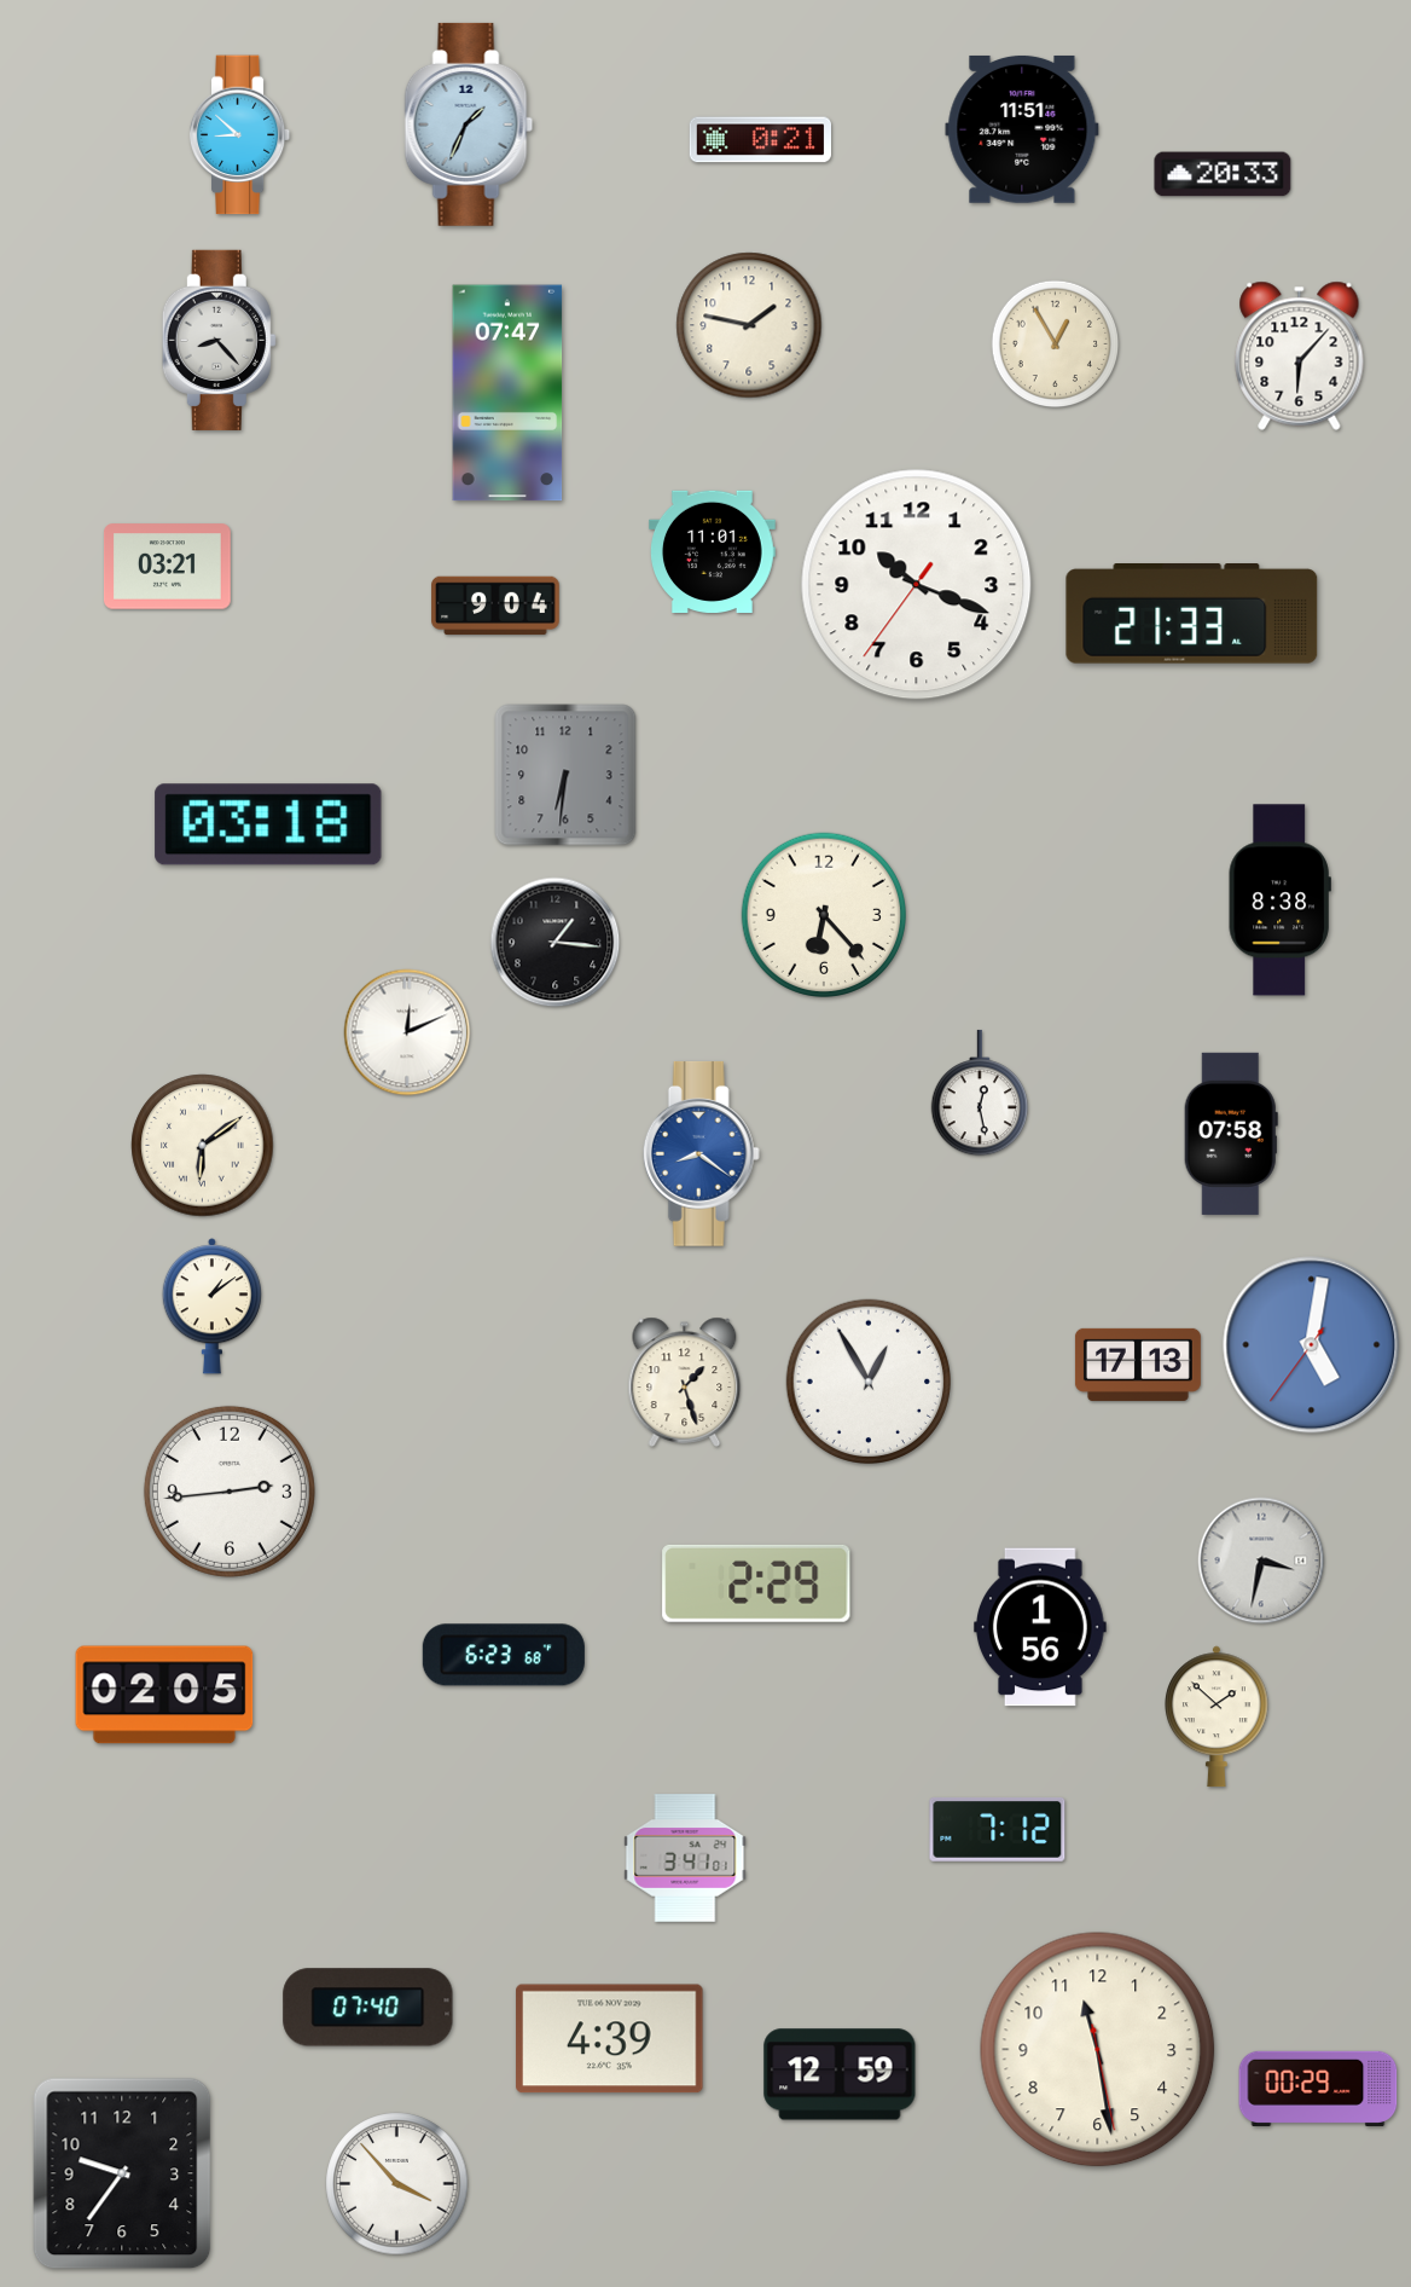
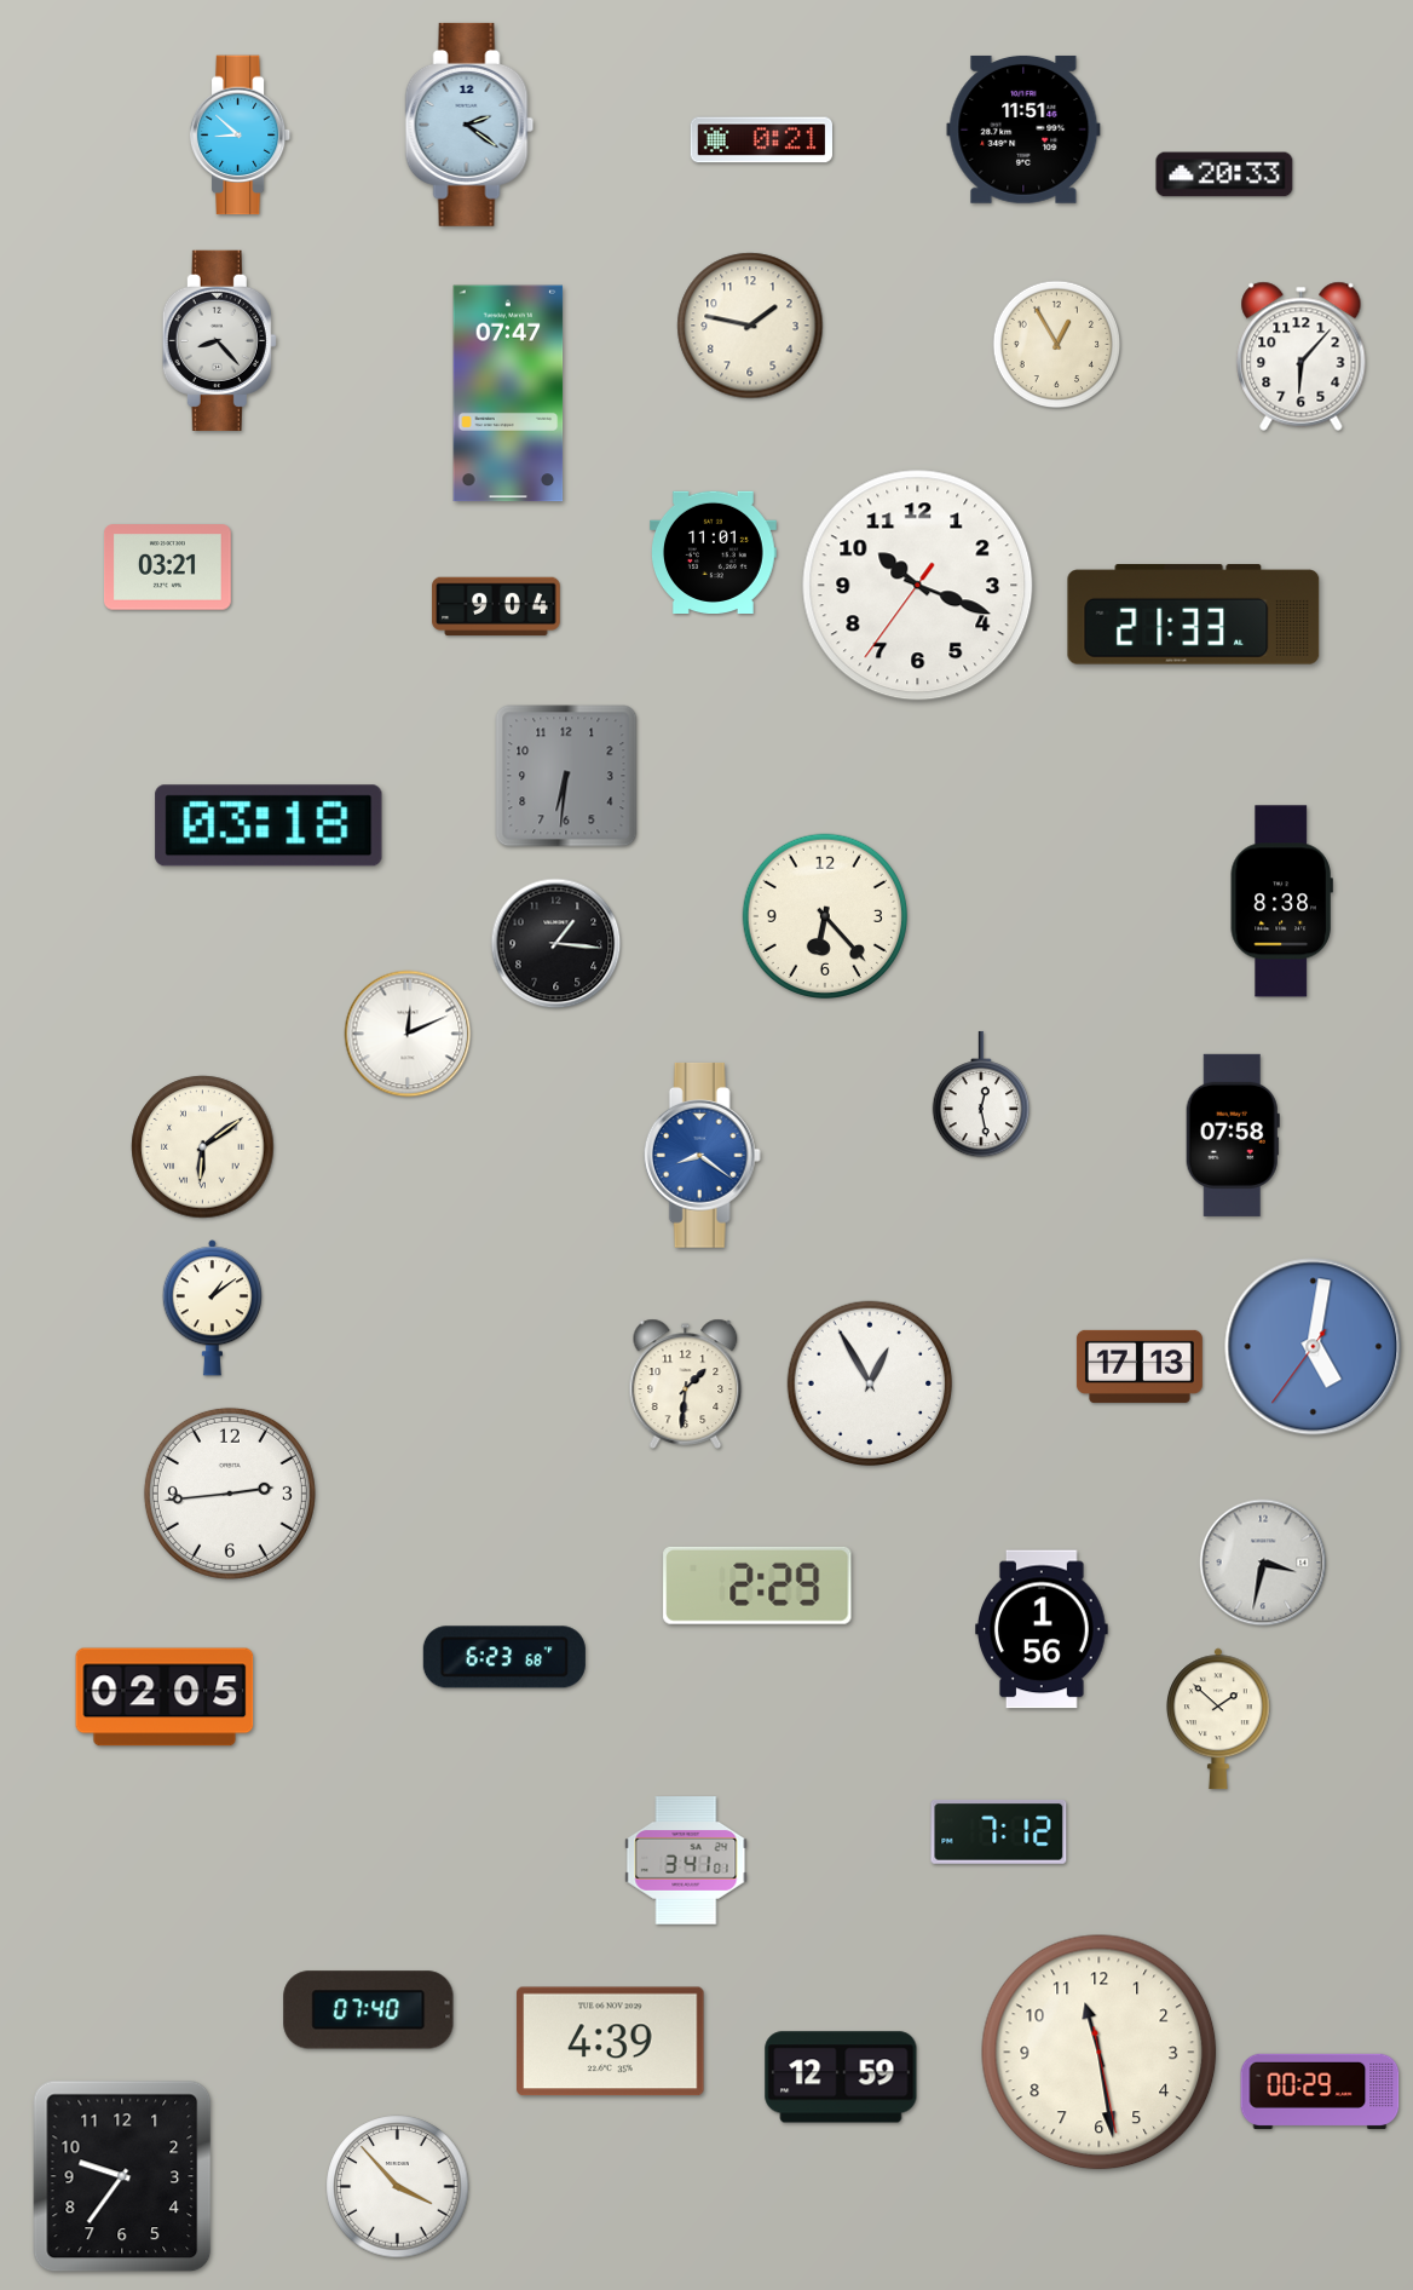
clock at (469, 125): 1:34 -> 2:21
clock at (685, 1382): 1:27 -> 1:31
